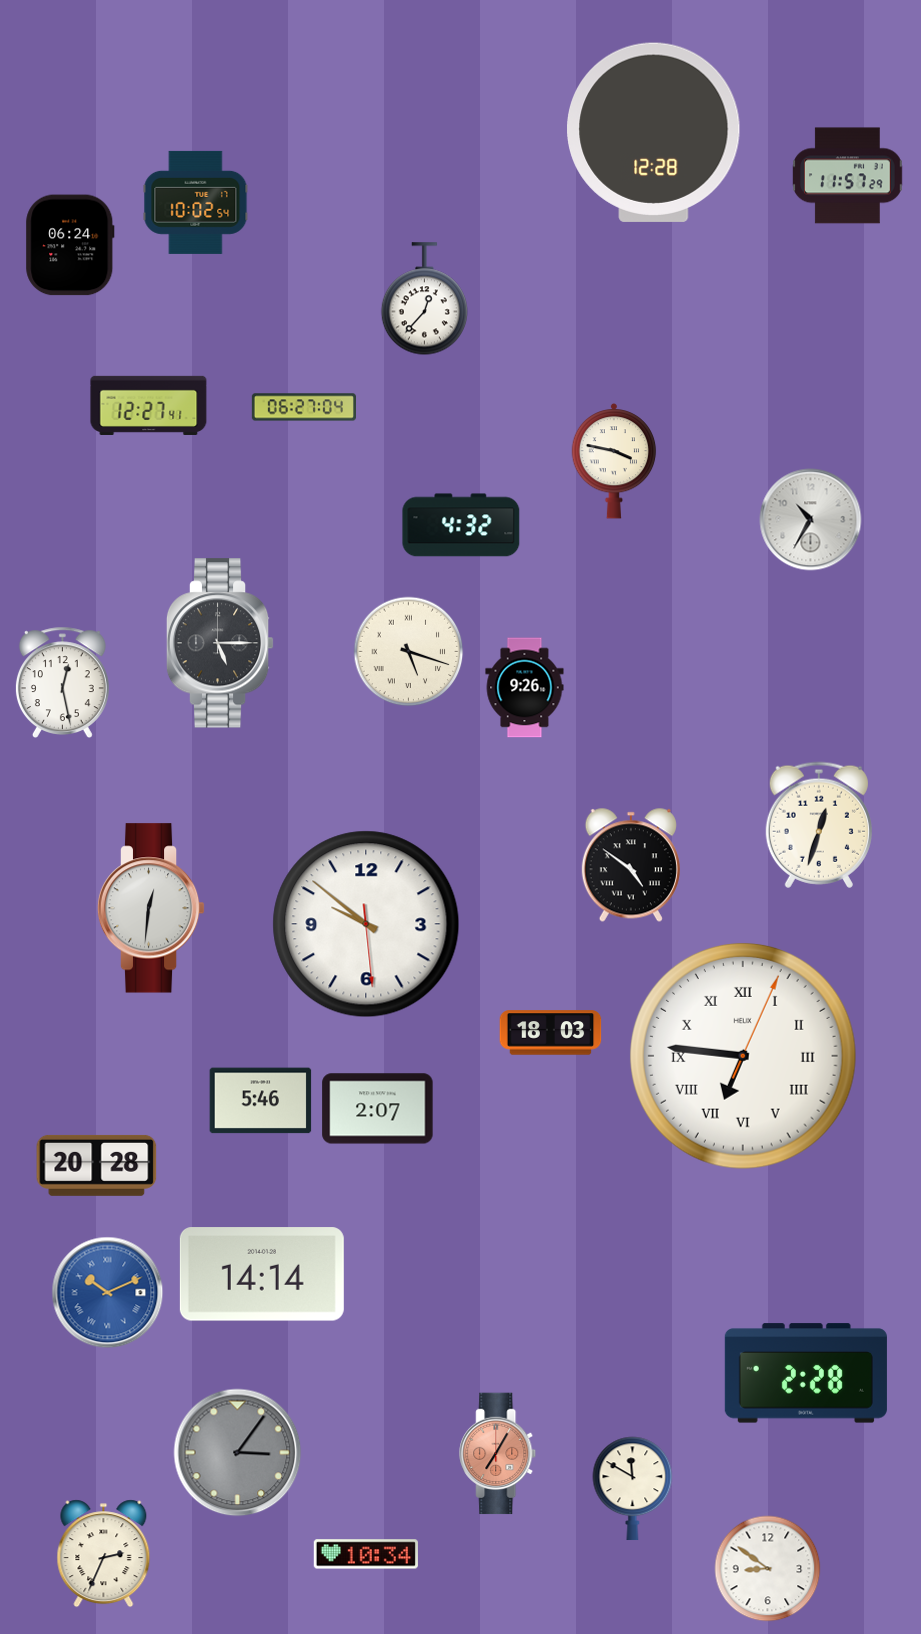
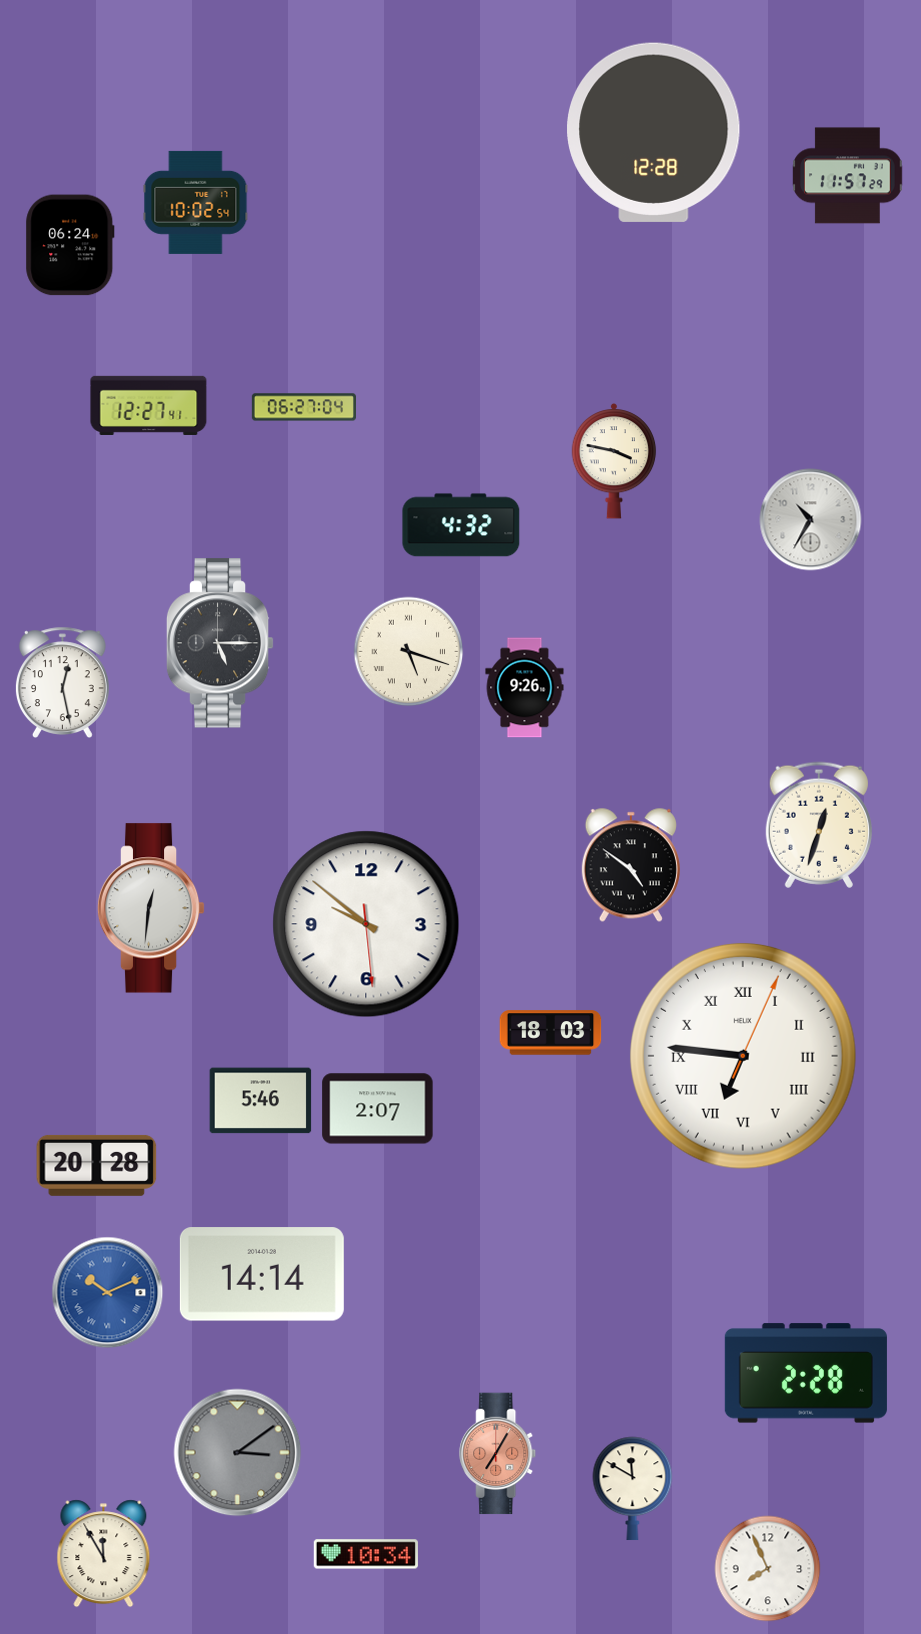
clock at (424, 299): 12:37 -> none
clock at (238, 1453): 3:06 -> 3:09
clock at (104, 1554): 2:34 -> 11:55
clock at (768, 1569): 8:51 -> 7:56
